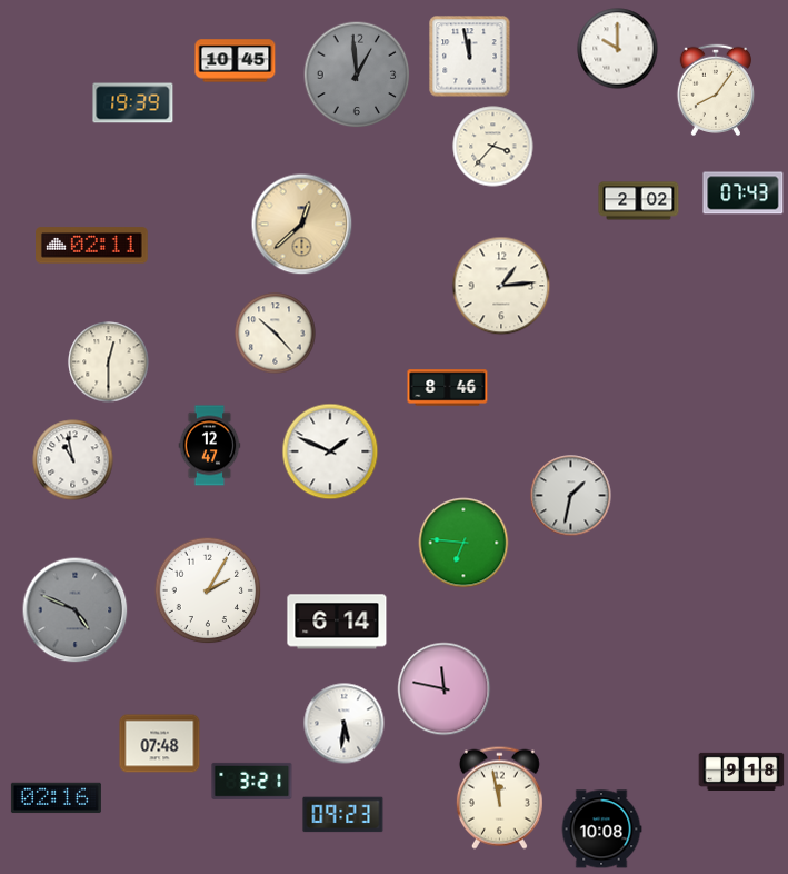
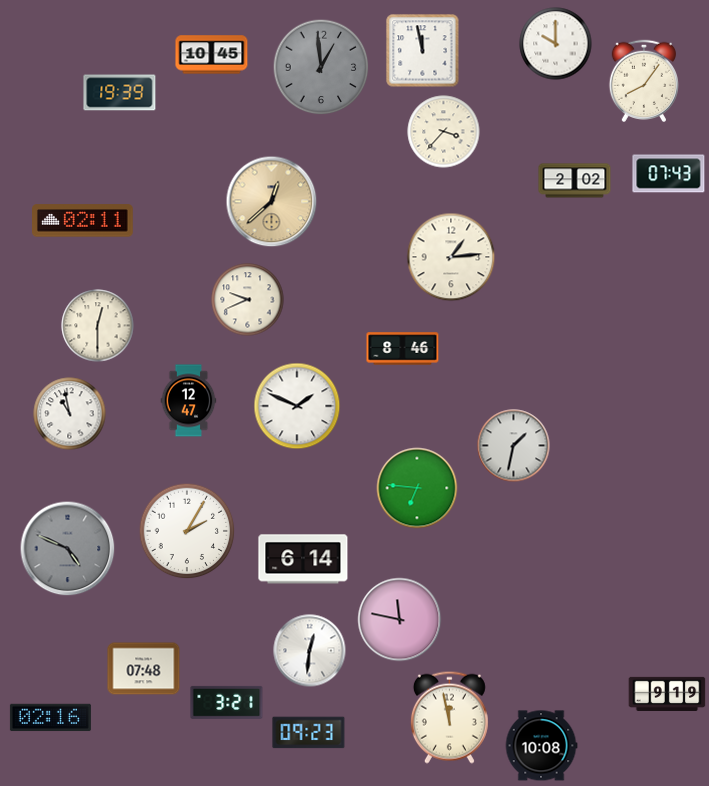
clock at (276, 334): 10:23 -> 9:41
clock at (73, 460) position: (73, 460) -> (70, 414)
clock at (345, 724): 5:31 -> 12:31
clock at (741, 772): 9:18 -> 9:19
